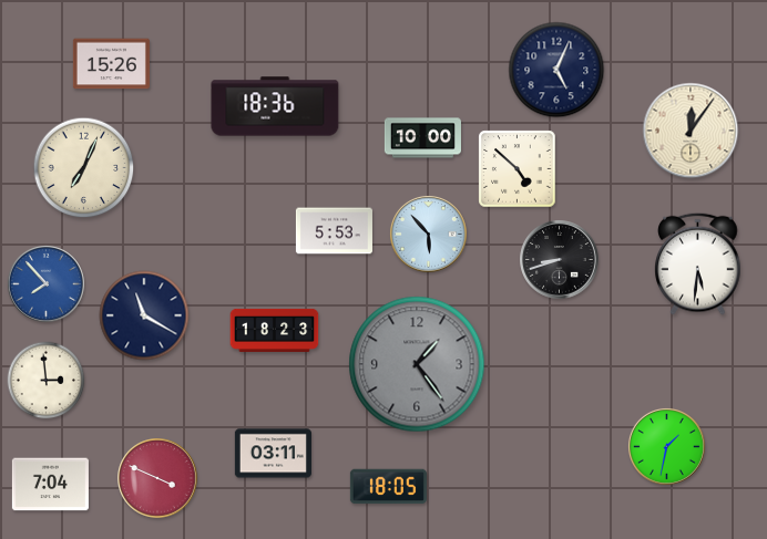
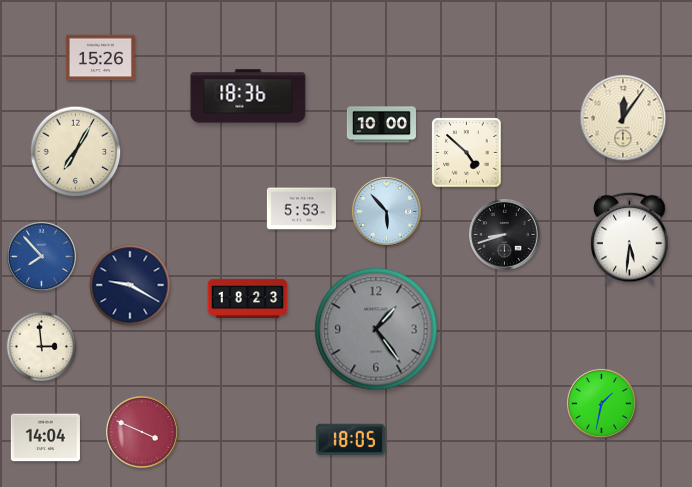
clock at (556, 70): 5:04 -> none
clock at (84, 168): 7:04 -> 7:05
clock at (144, 315): 11:20 -> 9:20
clock at (47, 381) position: (47, 381) -> (42, 347)
clock at (273, 454): 03:11 -> none
clock at (50, 485): 7:04 -> 14:04
